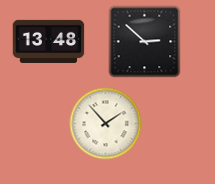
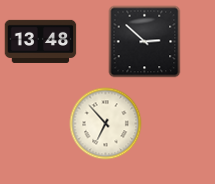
clock at (49, 41) position: (49, 41) -> (41, 41)
clock at (106, 124): 1:53 -> 6:53
